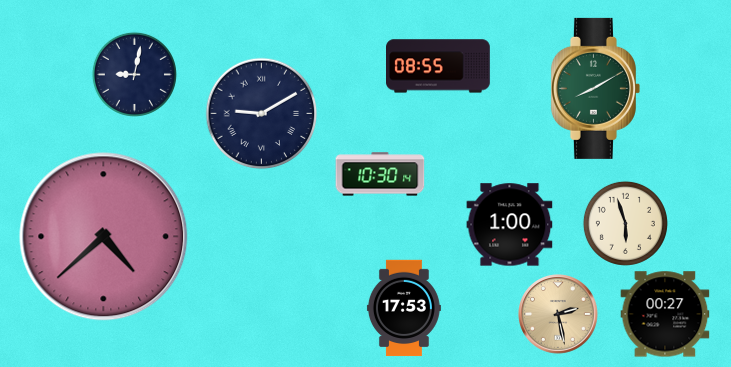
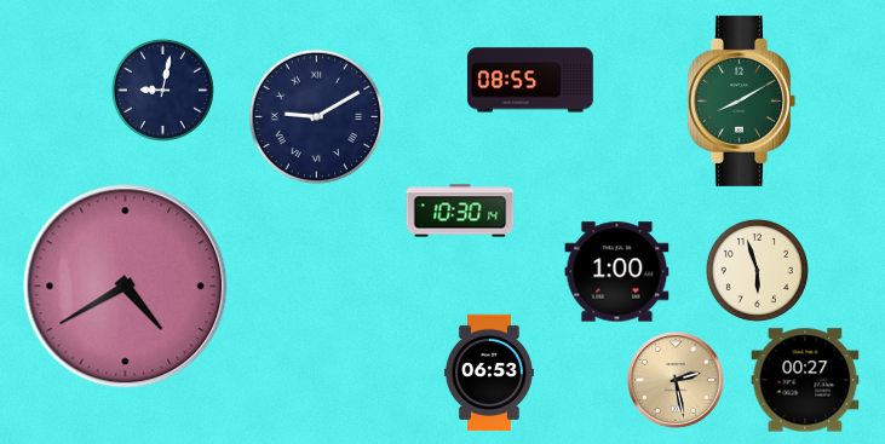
clock at (595, 88) position: (595, 88) -> (741, 100)
clock at (262, 114) position: (262, 114) -> (317, 117)
clock at (104, 237): 4:38 -> 4:40
clock at (404, 308): 17:53 -> 06:53
